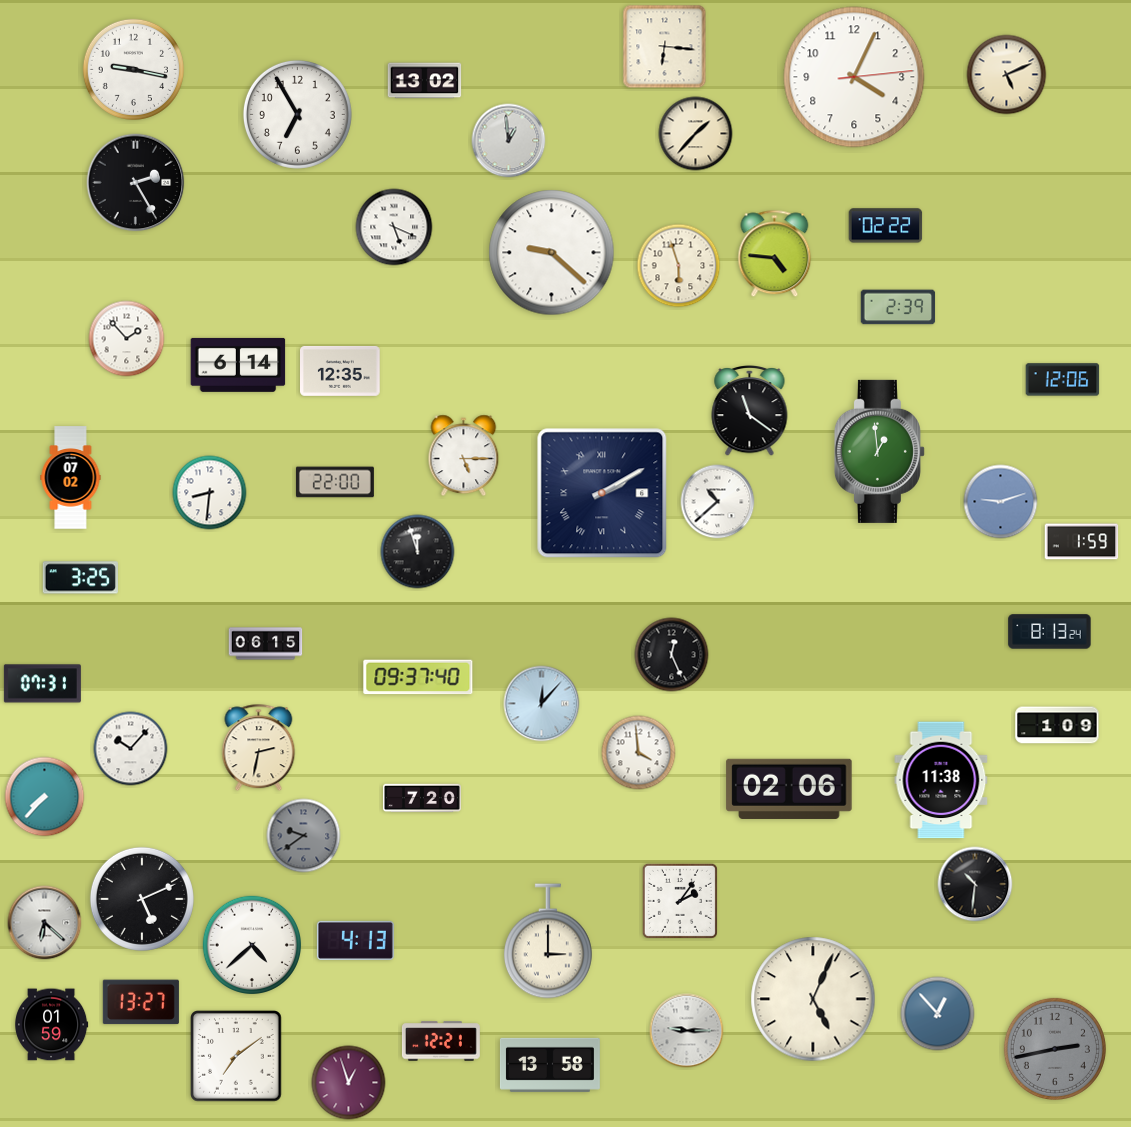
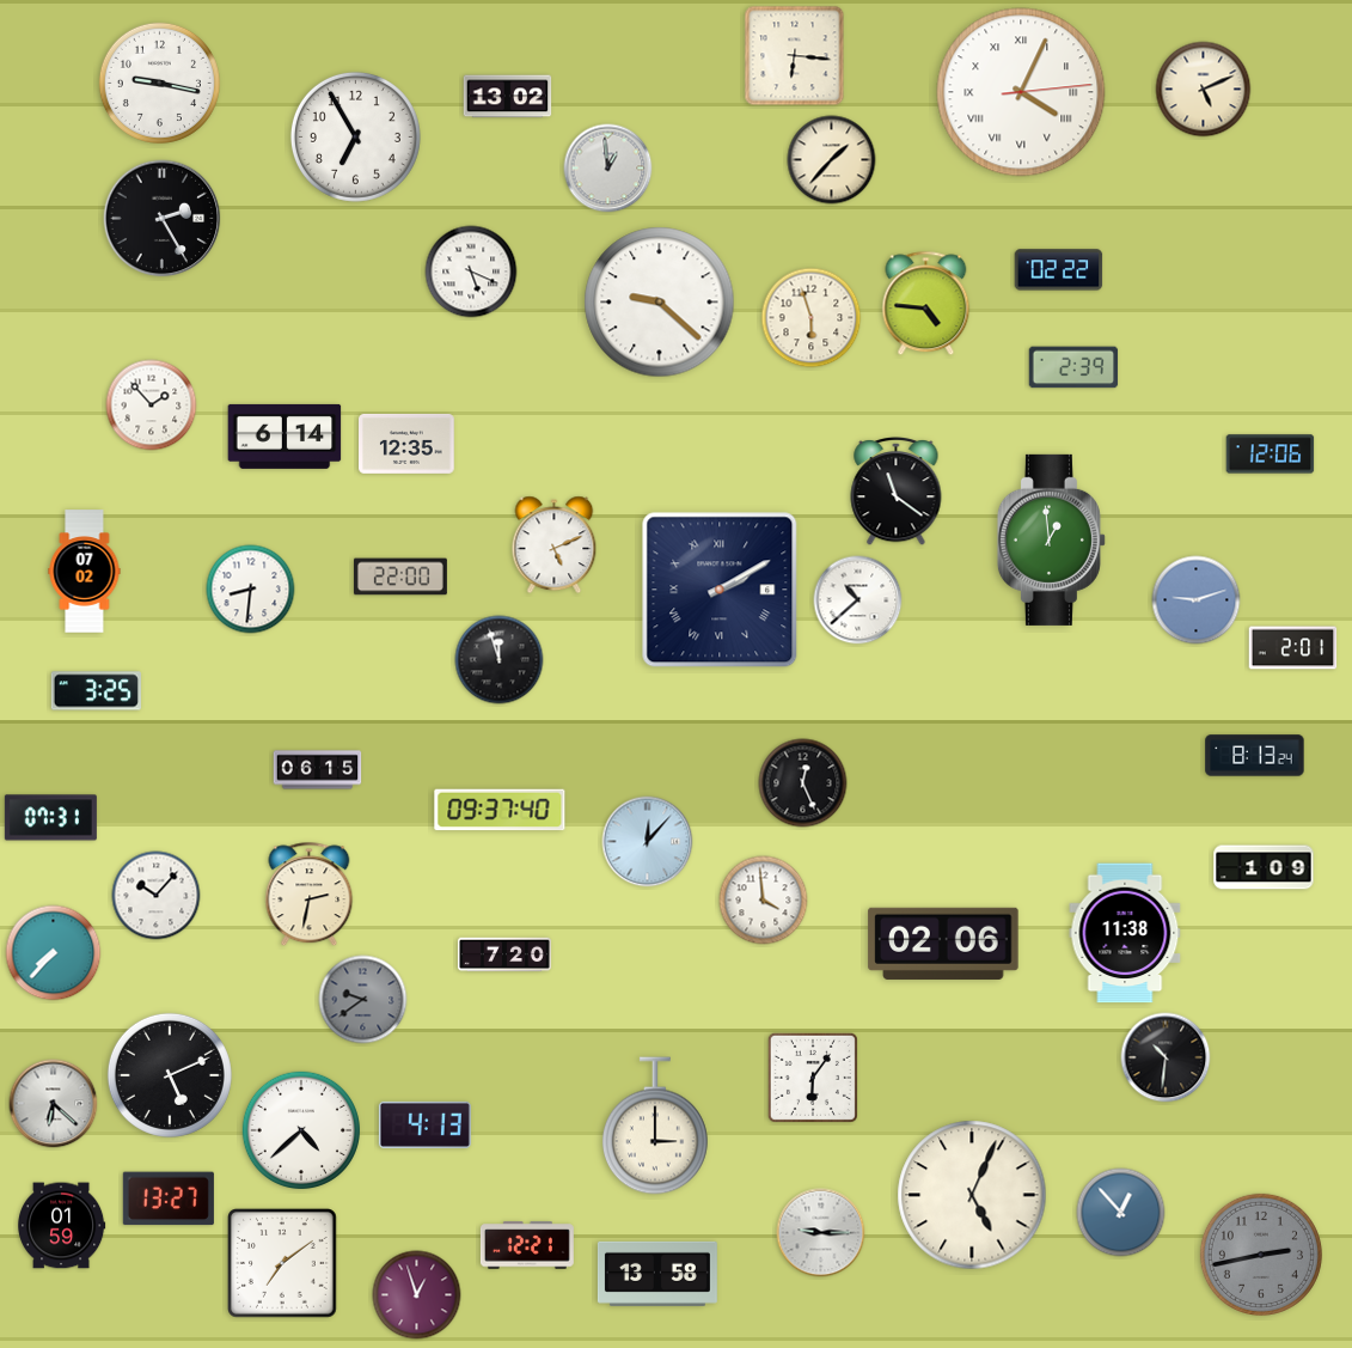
clock at (854, 77) numerals: Arabic -> Roman
clock at (464, 456): 5:15 -> 5:11
clock at (1082, 542): 1:59 -> 2:01
clock at (680, 901): 2:06 -> 6:06
